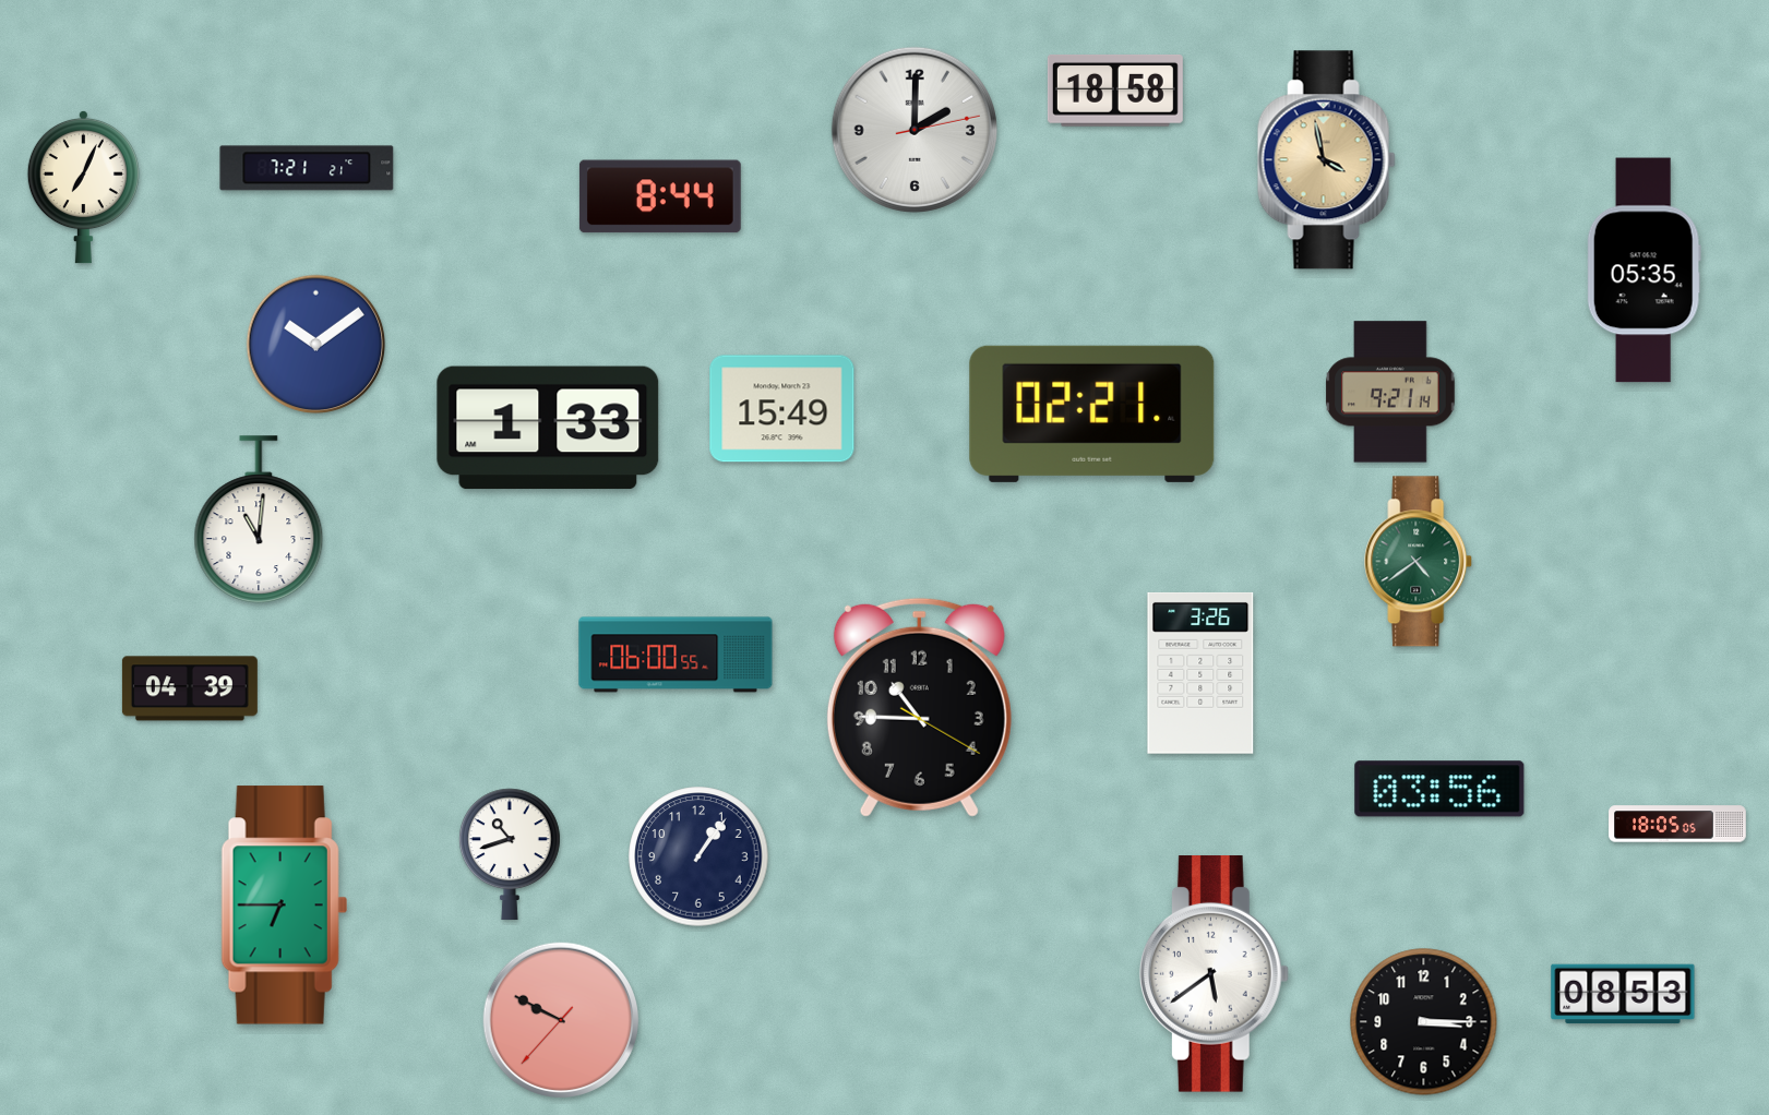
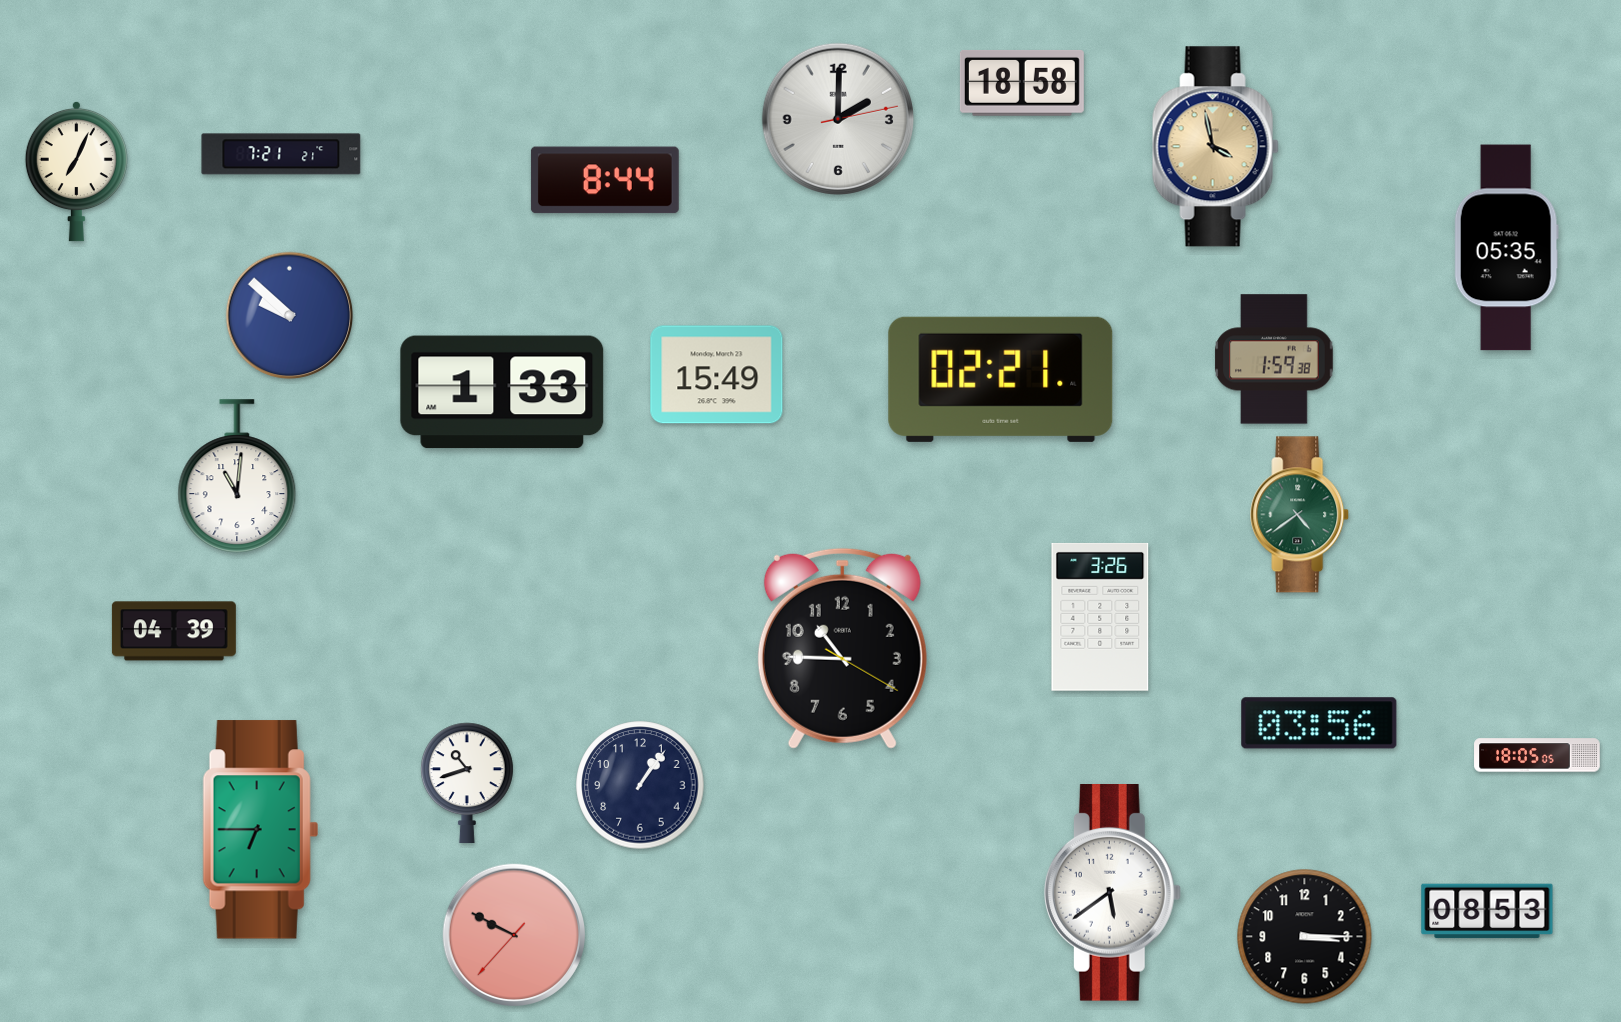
clock at (316, 345): 10:09 -> 9:52
clock at (1390, 392): 9:21 -> 1:59
clock at (676, 655): 06:00 -> none
